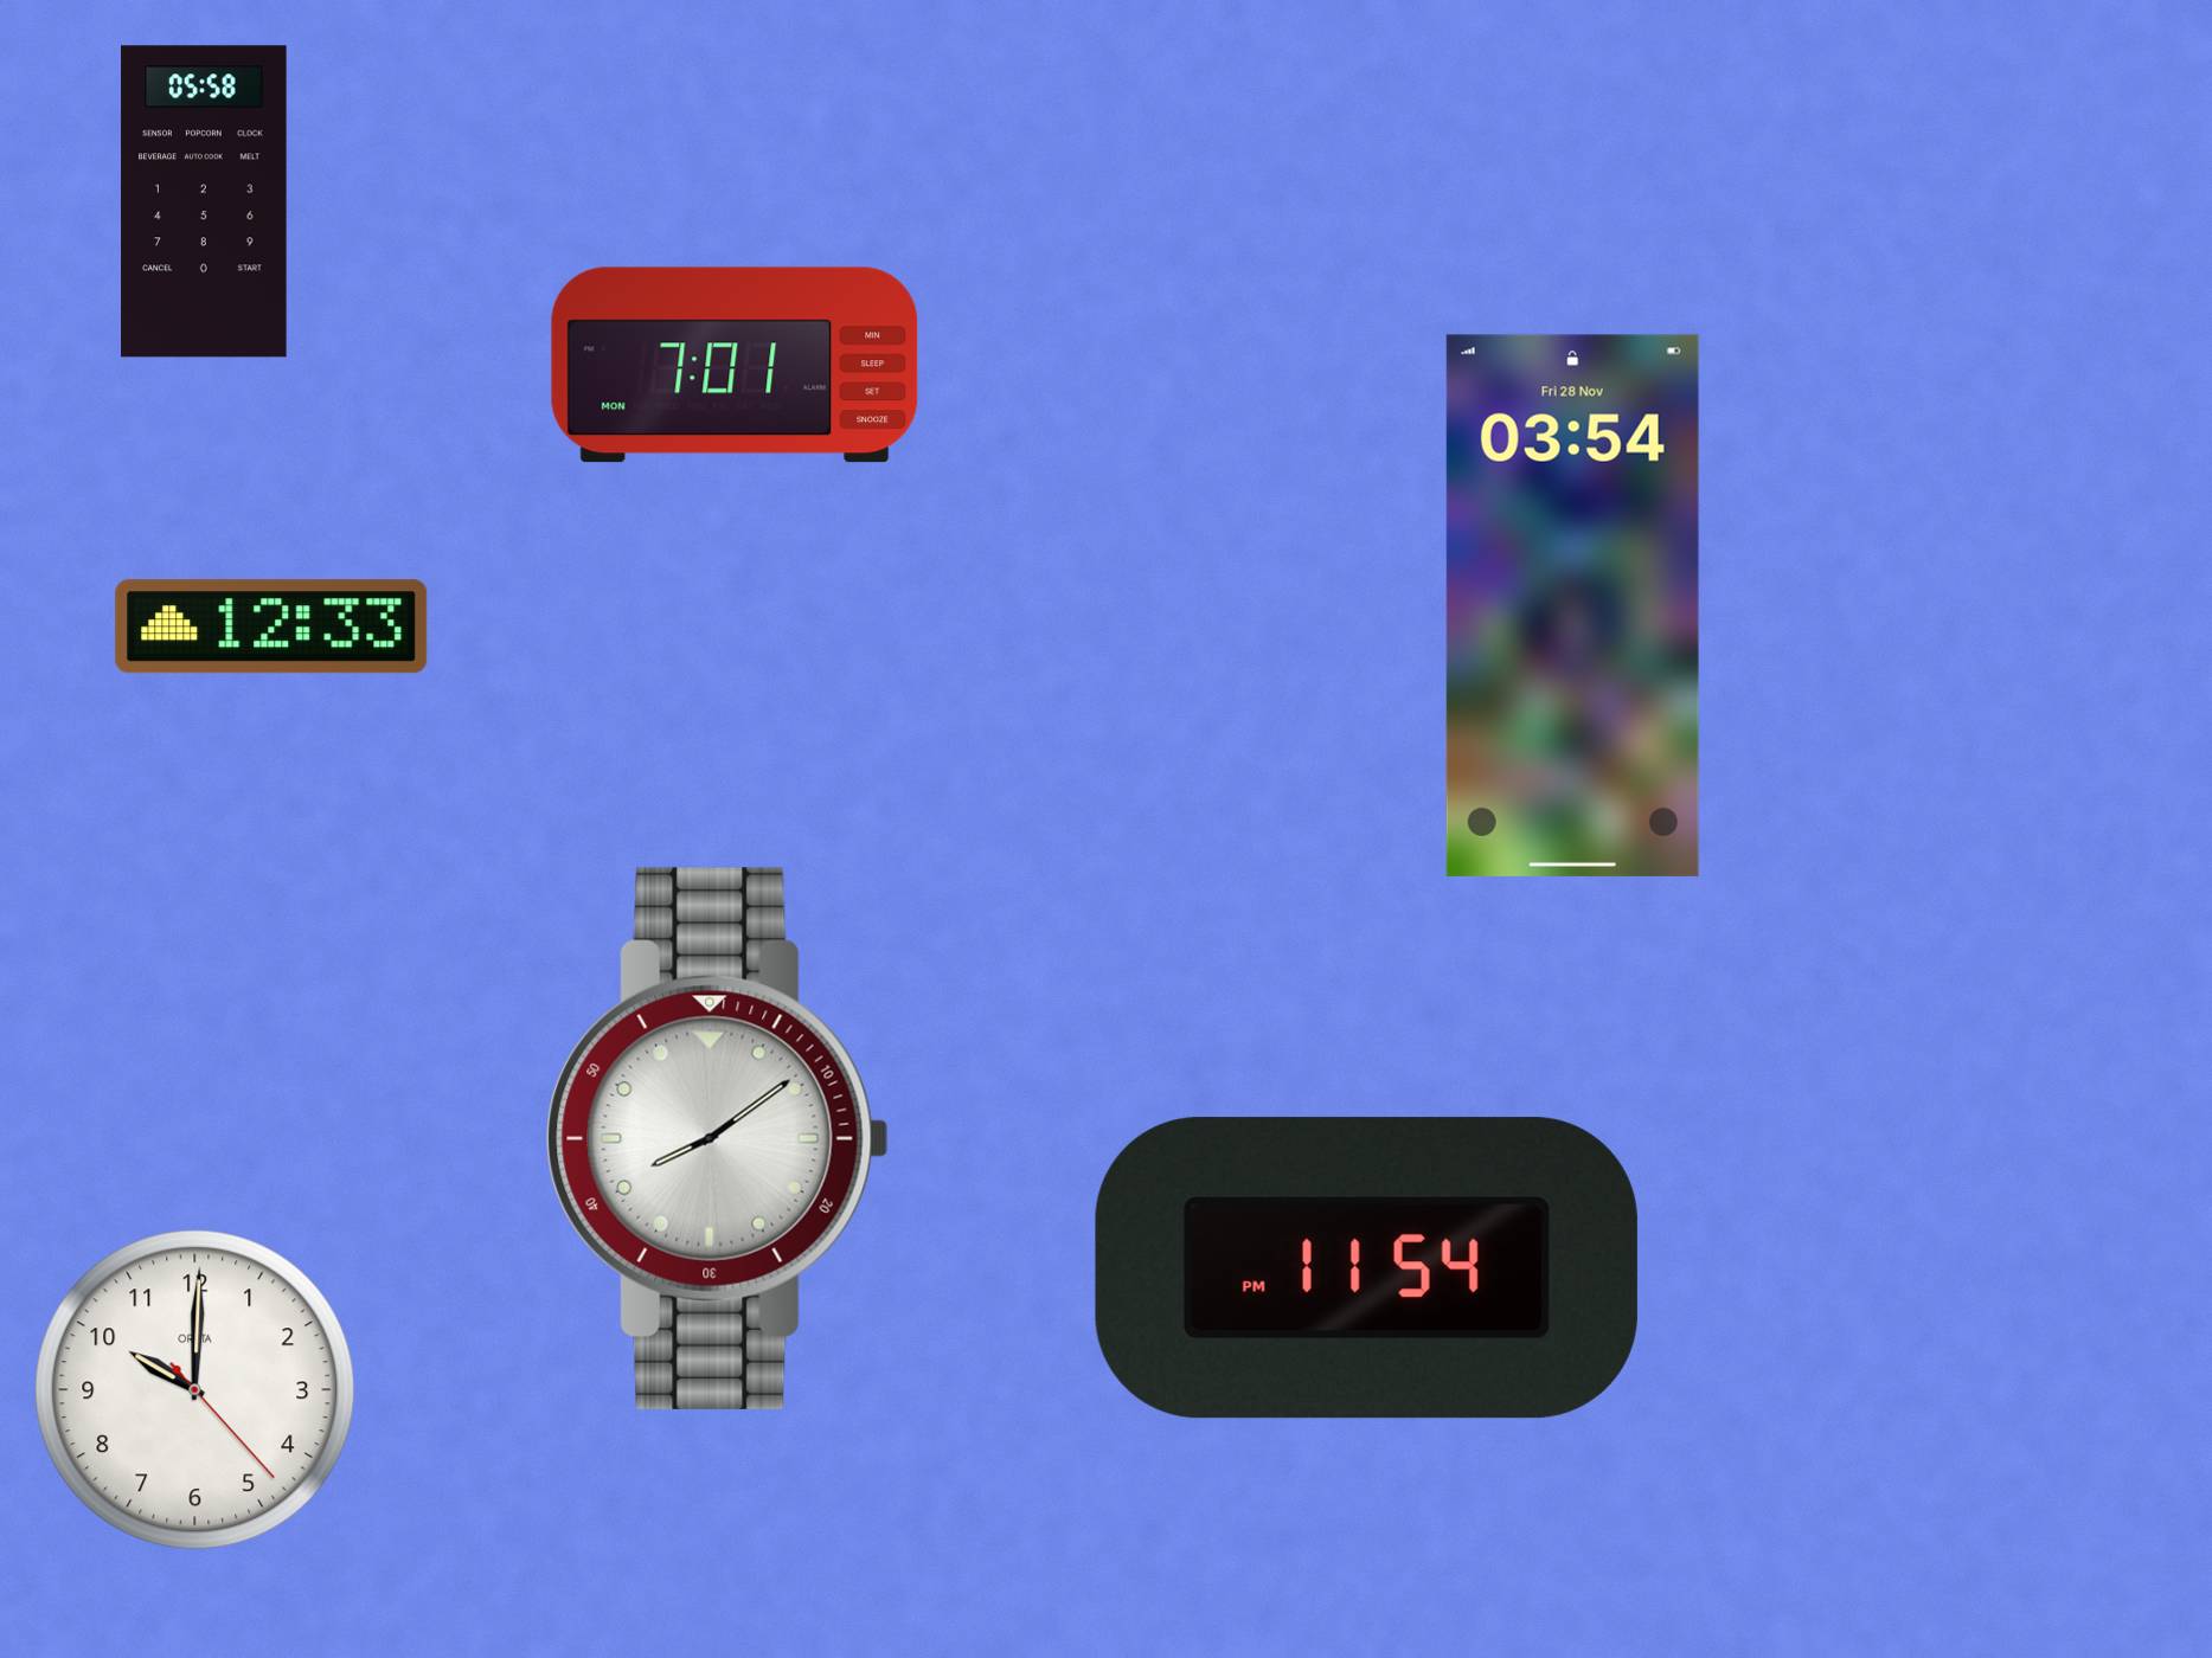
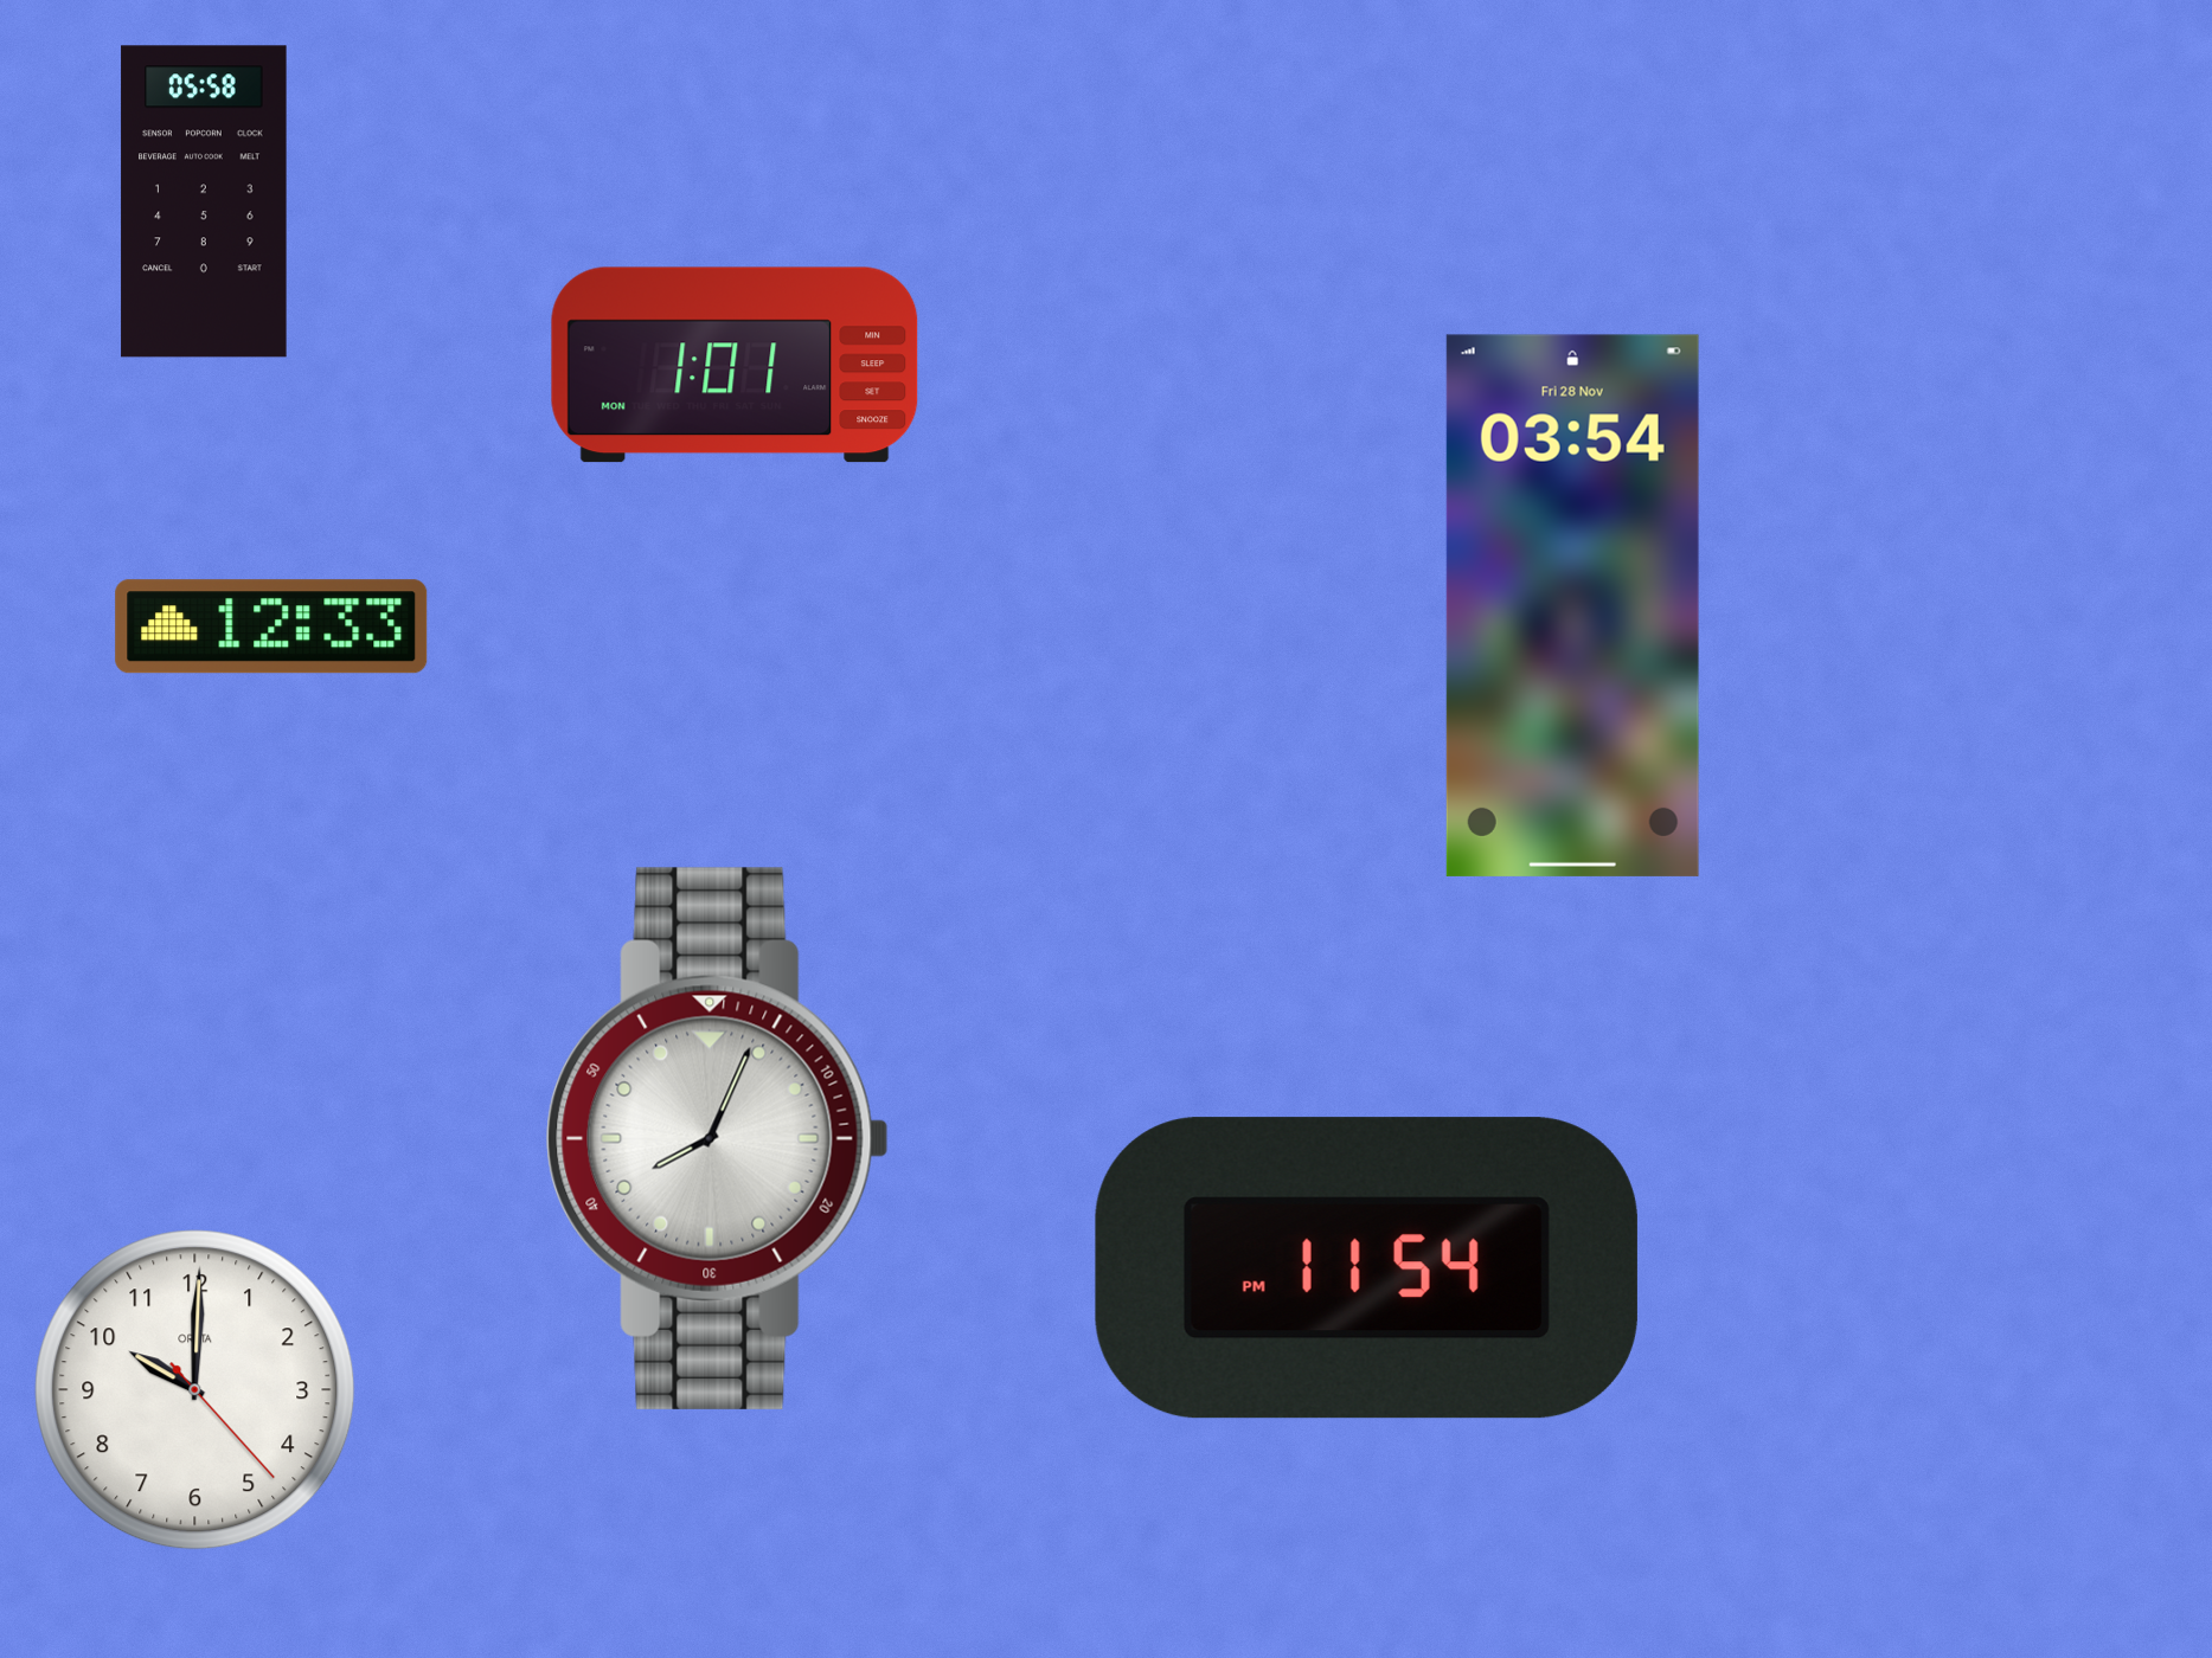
clock at (735, 365): 7:01 -> 1:01
clock at (718, 1138): 8:09 -> 8:04
